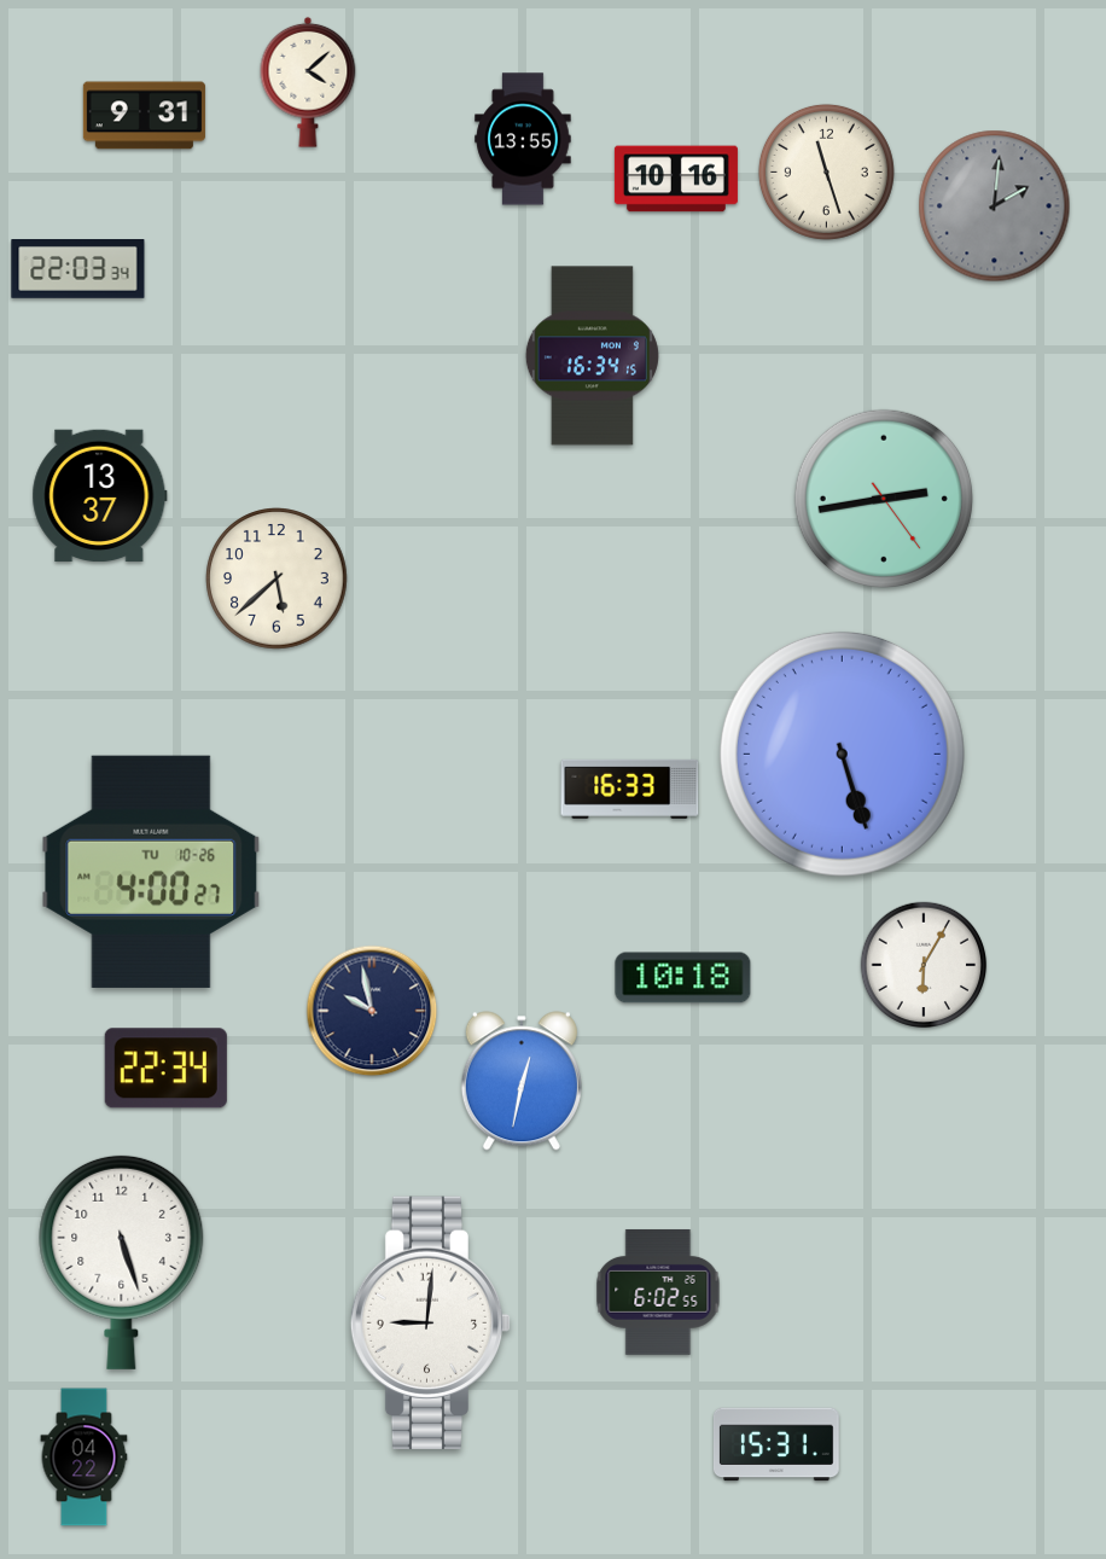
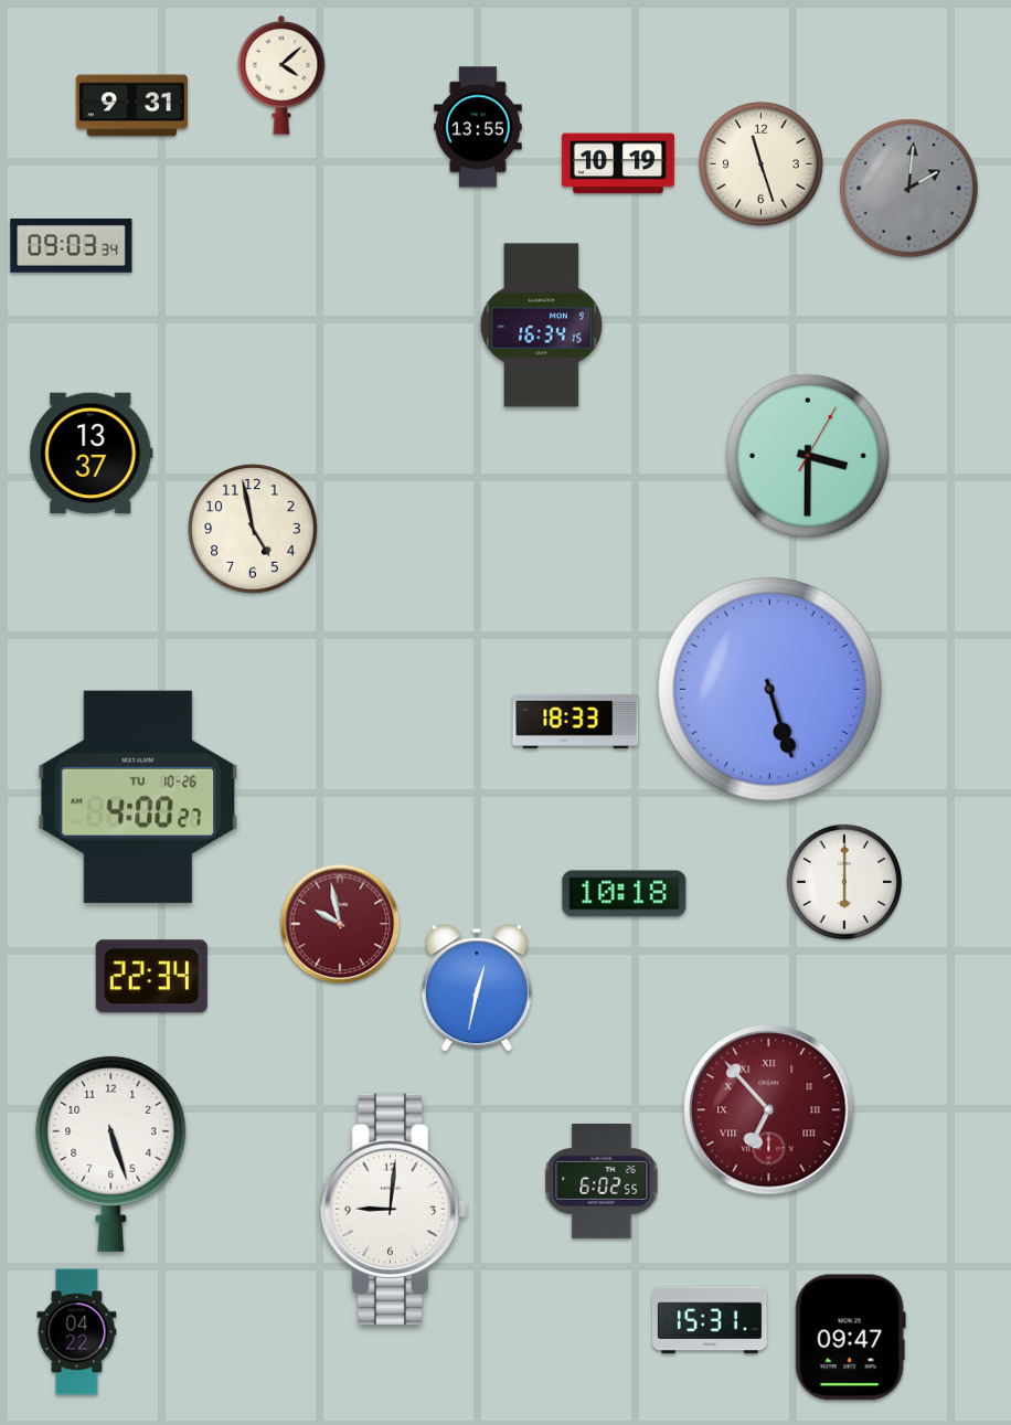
clock at (826, 171) position: (826, 171) -> (760, 163)
clock at (676, 179): 10:16 -> 10:19
clock at (78, 269): 22:03 -> 09:03
clock at (883, 498): 2:43 -> 3:30
clock at (276, 578): 5:38 -> 4:58
clock at (630, 789): 16:33 -> 18:33
clock at (924, 965): 6:05 -> 6:00
clock at (372, 1011) dial: navy -> burgundy
clock at (769, 1110): none -> 6:53
clock at (850, 1338): none -> 09:47
